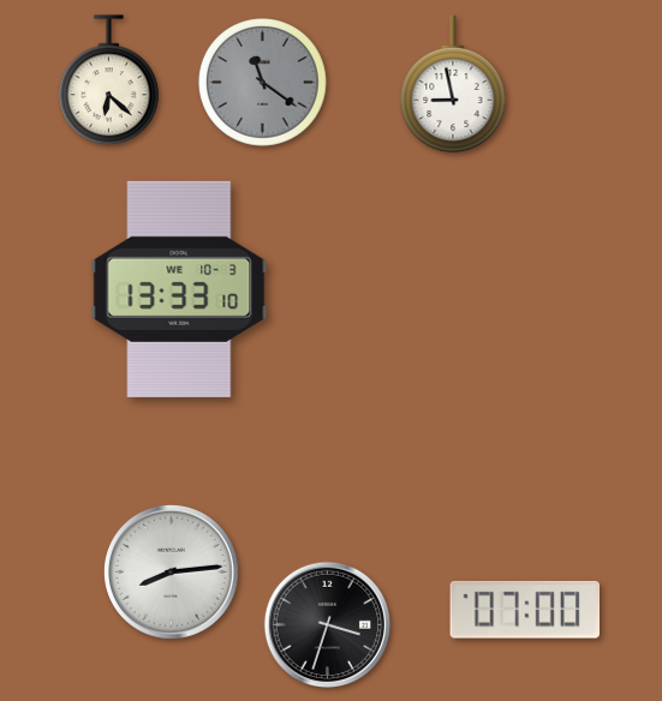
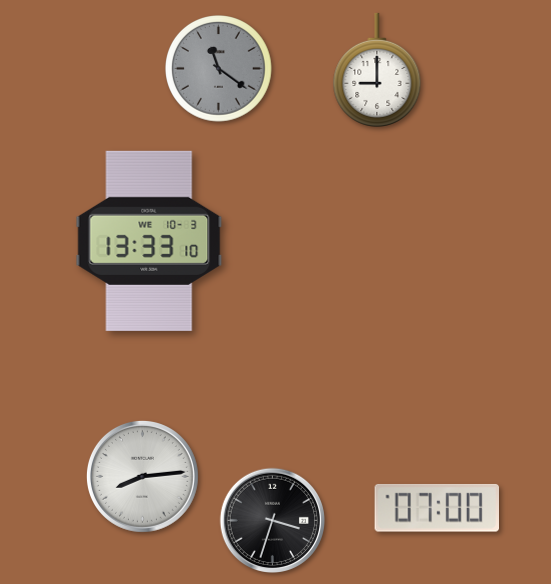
clock at (109, 80): 6:22 -> none
clock at (453, 84): 8:58 -> 9:00
